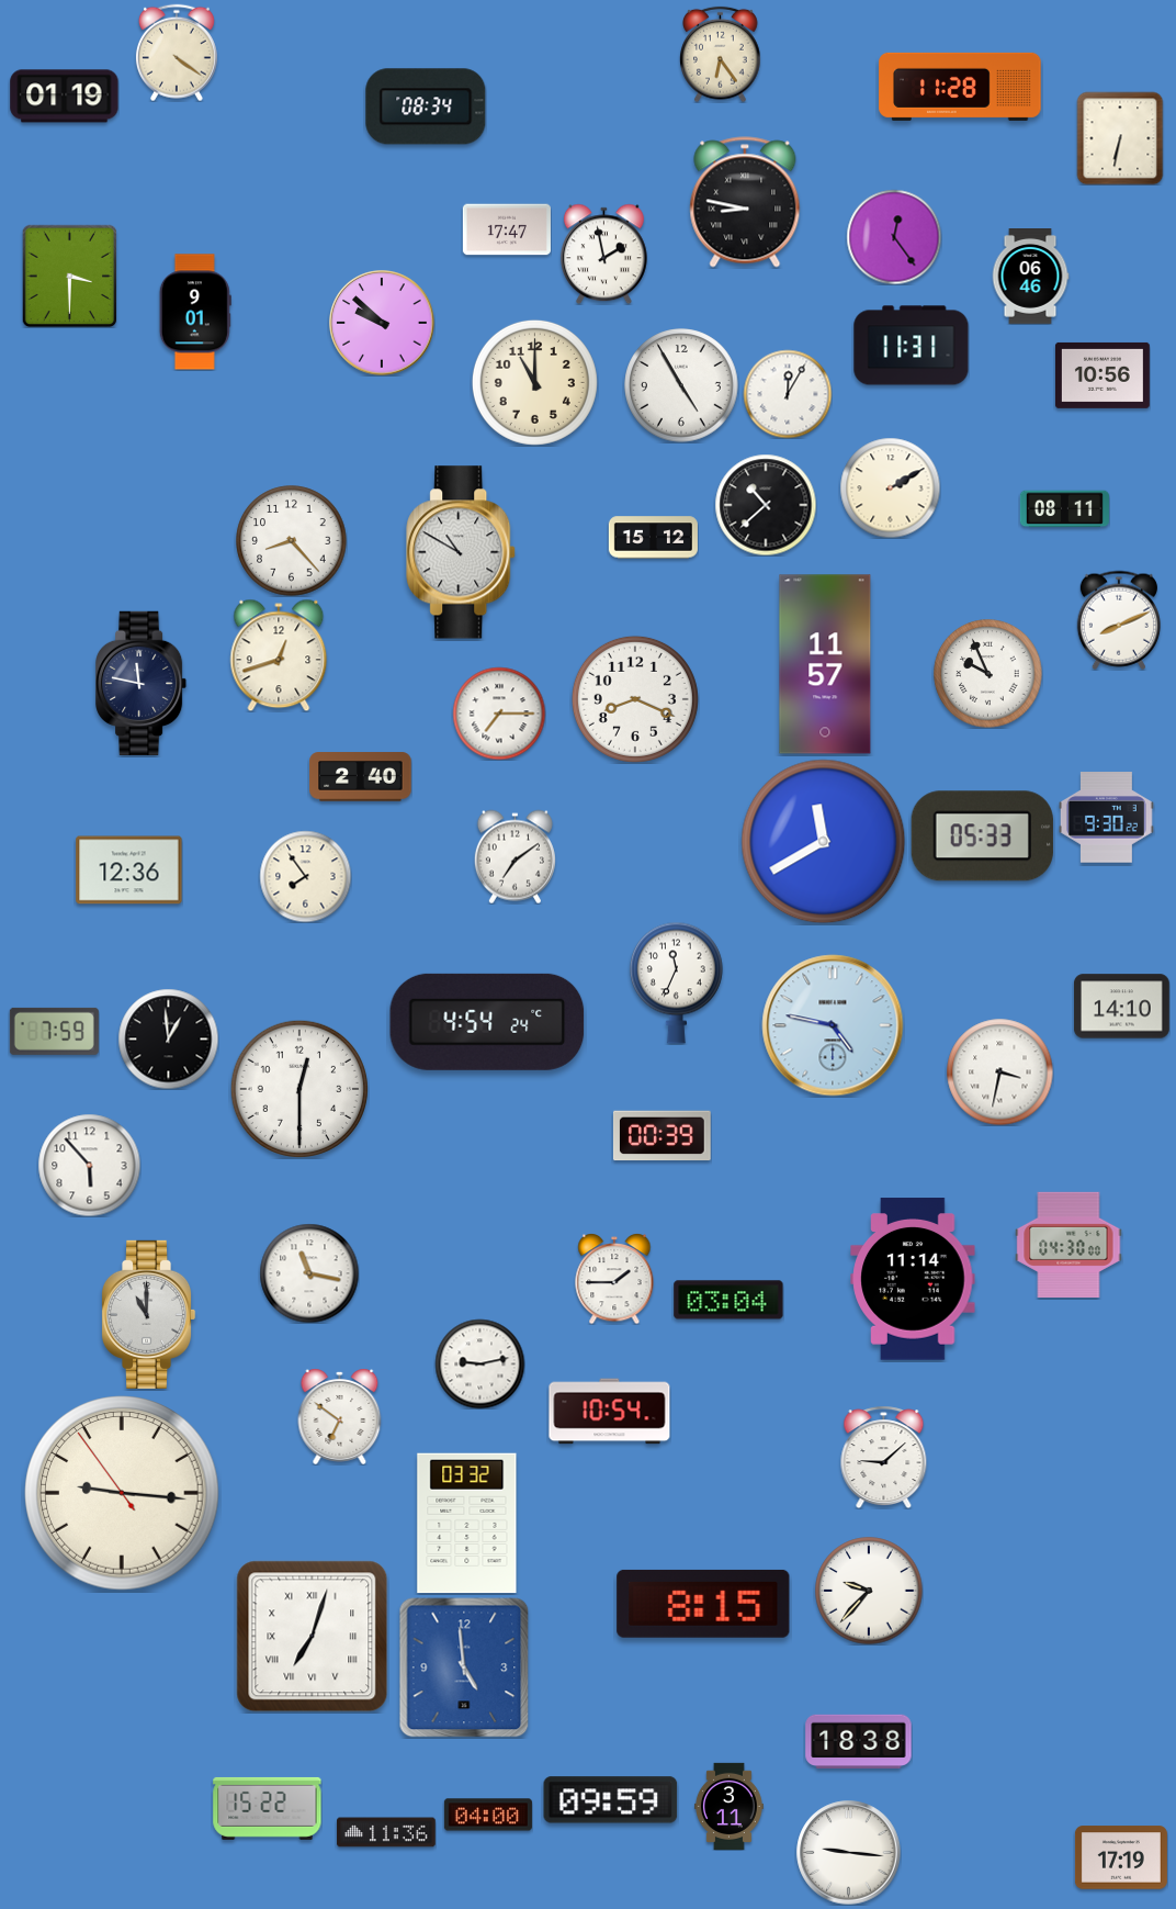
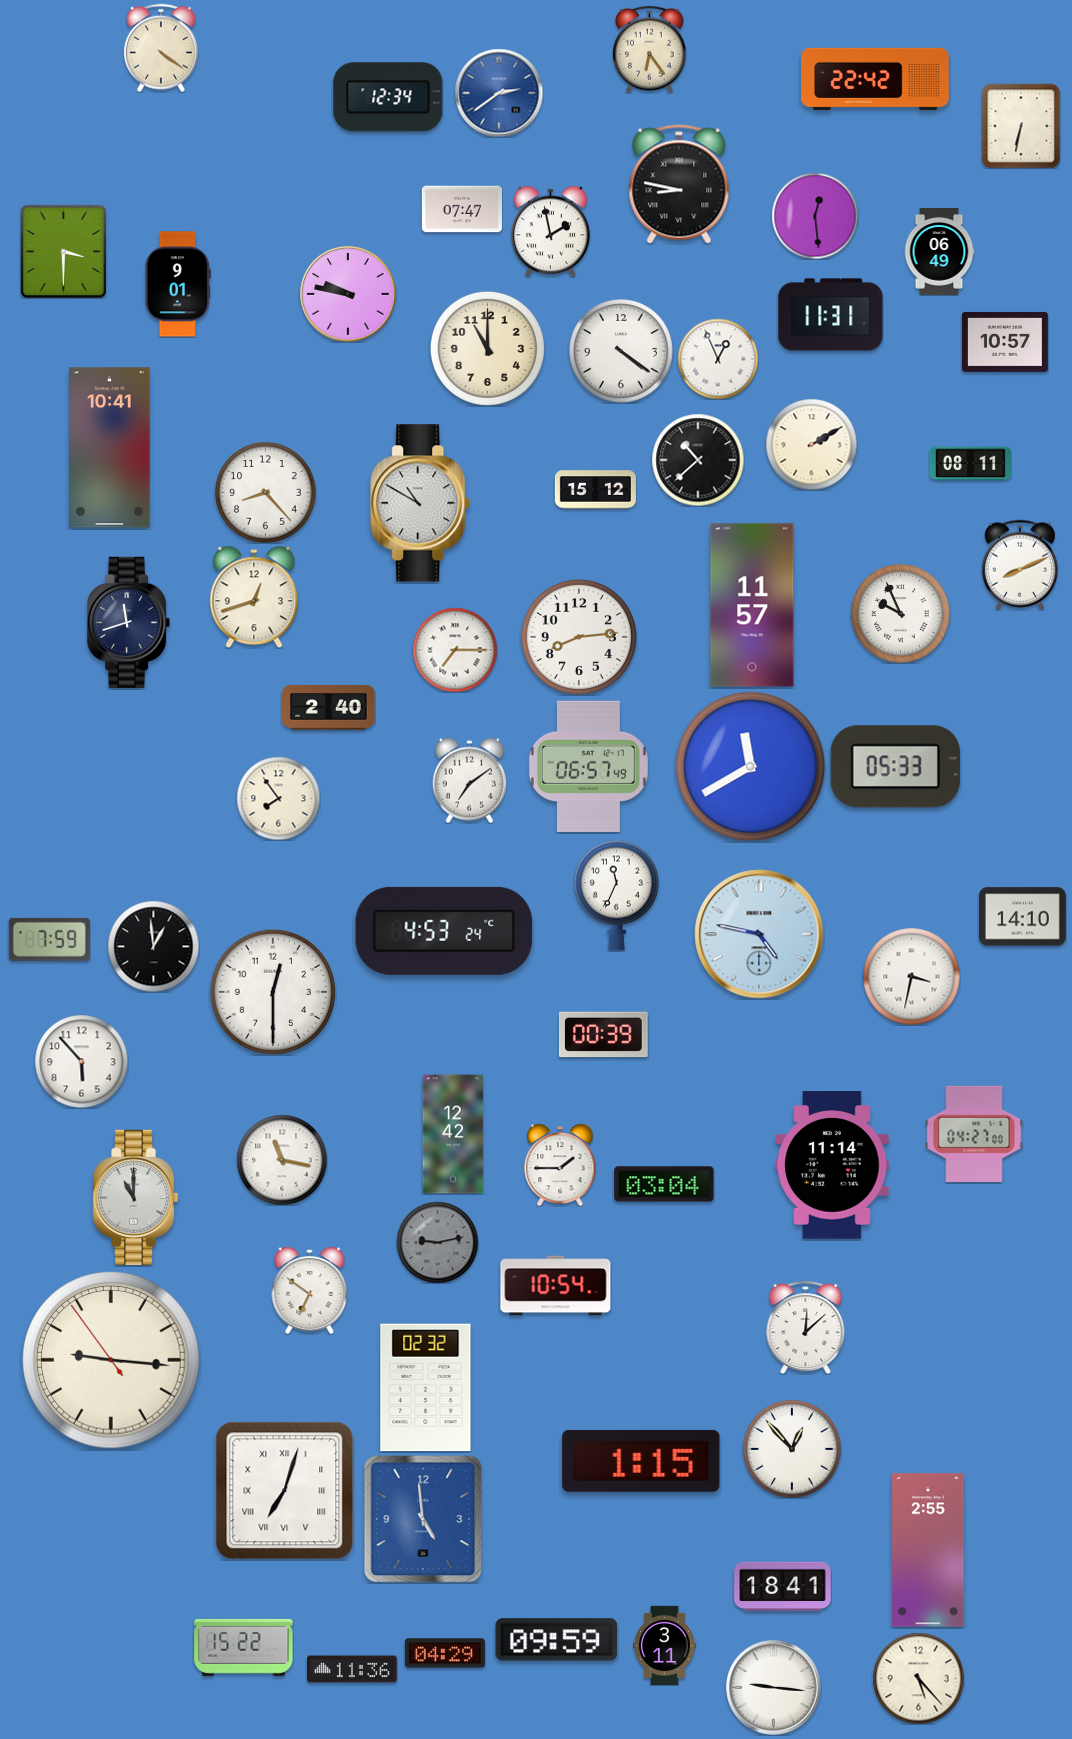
clock at (721, 54) position: (721, 54) -> (650, 49)
clock at (960, 87): 11:28 -> 22:42
clock at (65, 97): 01:19 -> none
clock at (499, 93): none -> 2:39
clock at (426, 106): 08:34 -> 12:34
clock at (507, 229): 17:47 -> 07:47
clock at (894, 237): 12:24 -> 12:29
clock at (1030, 277): 06:46 -> 06:49
clock at (382, 323): 9:52 -> 9:47
clock at (1102, 375): 10:56 -> 10:57
clock at (681, 385): 4:55 -> 4:21
clock at (788, 394): 12:05 -> 12:56
clock at (110, 448): none -> 10:41
clock at (143, 683): 11:47 -> 11:42
clock at (635, 699): 8:19 -> 8:14
clock at (1106, 818): 9:30 -> none
clock at (982, 836) position: (982, 836) -> (895, 767)
clock at (588, 766): none -> 06:57
clock at (129, 871): 12:36 -> none
clock at (487, 1022): 4:54 -> 4:53
clock at (453, 1134): none -> 12:42
clock at (1068, 1245): 04:30 -> 04:27
clock at (479, 1363) dial: white -> grey
clock at (884, 1457): 9:08 -> 12:08
clock at (467, 1524): 03:32 -> 02:32
clock at (869, 1591): 9:37 -> 12:53
clock at (703, 1604): 8:15 -> 1:15
clock at (928, 1550): none -> 2:55
clock at (859, 1742): 18:38 -> 18:41
clock at (488, 1815): 04:00 -> 04:29
clock at (918, 1678): none -> 5:23
clock at (1121, 1857): 17:19 -> none
